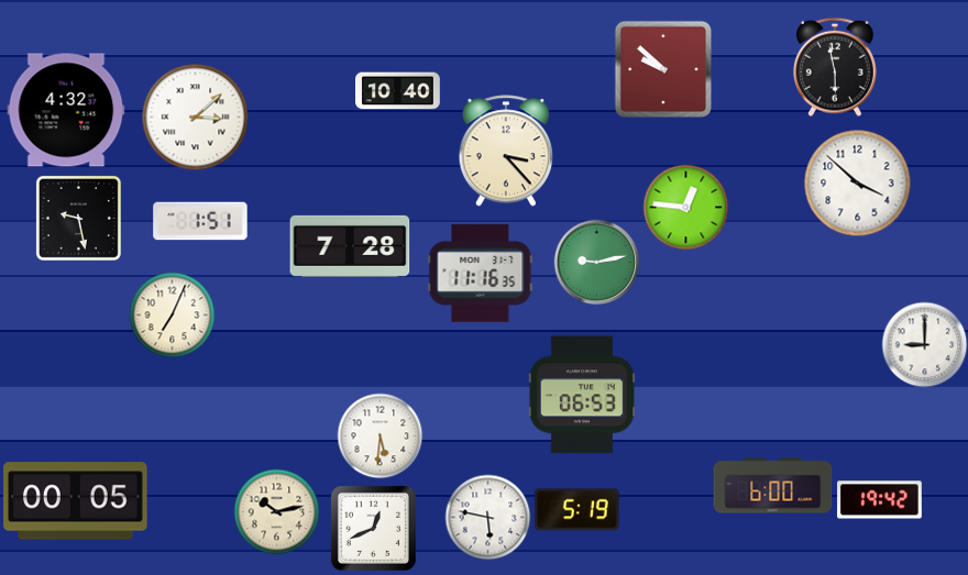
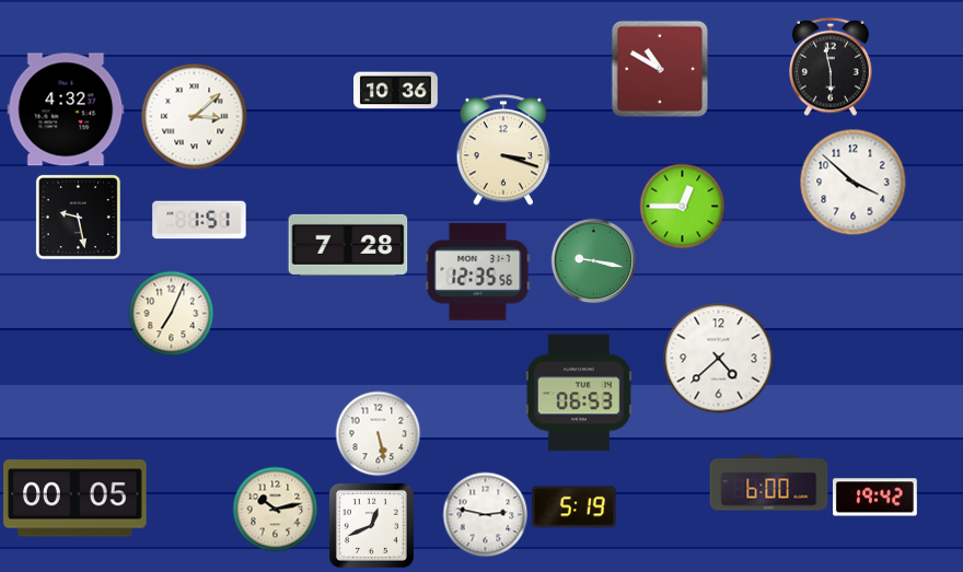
clock at (663, 69): 9:52 -> 10:50
clock at (398, 91): 10:40 -> 10:36
clock at (506, 151): 3:23 -> 3:18
clock at (685, 207): 12:46 -> 12:45
clock at (596, 262): 9:13 -> 9:17
clock at (481, 274): 11:16 -> 12:35
clock at (924, 344): 9:00 -> none
clock at (719, 359): none -> 4:38
clock at (380, 435): 5:31 -> 5:28
clock at (487, 517): 5:47 -> 2:47
